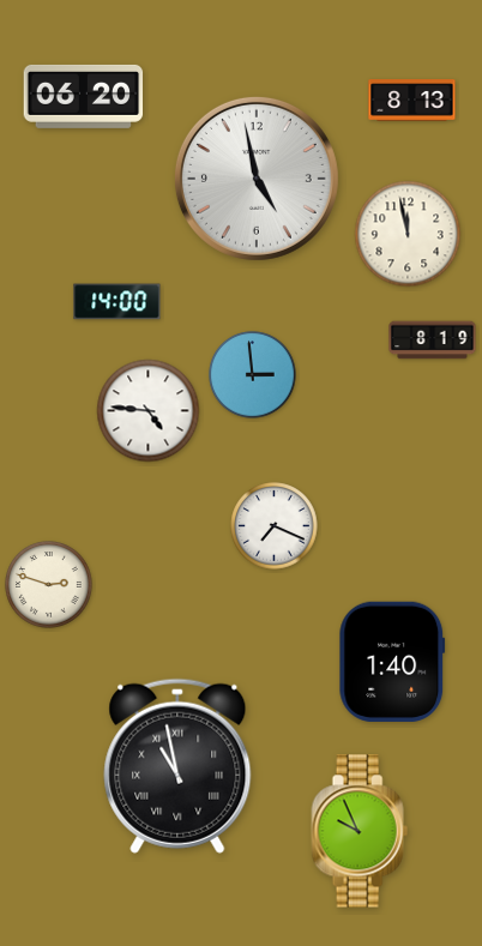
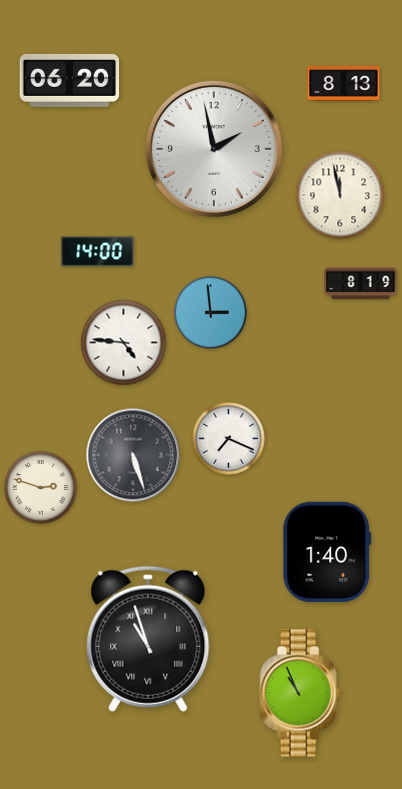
clock at (257, 179): 4:58 -> 1:58
clock at (133, 455): none -> 5:27
clock at (177, 766): 10:58 -> 10:57
clock at (360, 831): 9:56 -> 10:56
